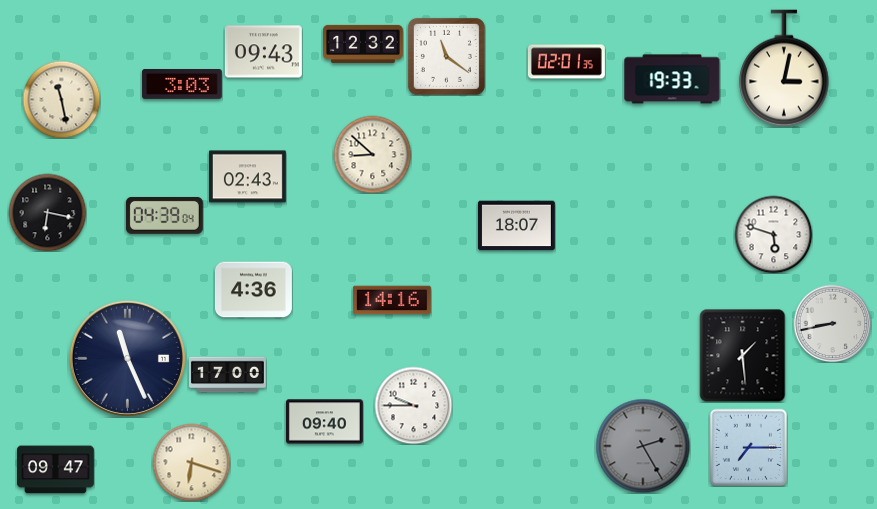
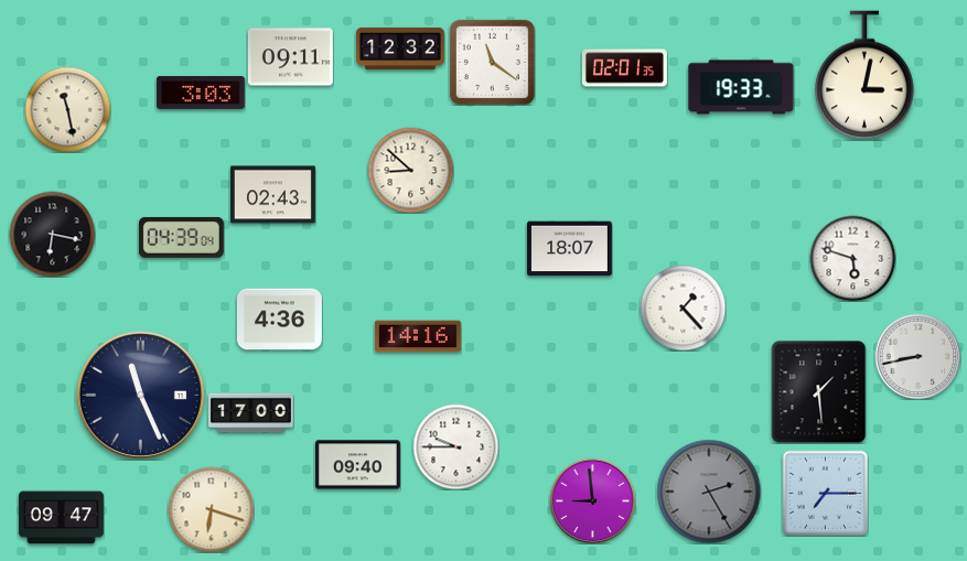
clock at (263, 52): 09:43 -> 09:11
clock at (683, 308): none -> 1:23
clock at (392, 300) position: (392, 300) -> (418, 336)
clock at (592, 500): none -> 8:59
